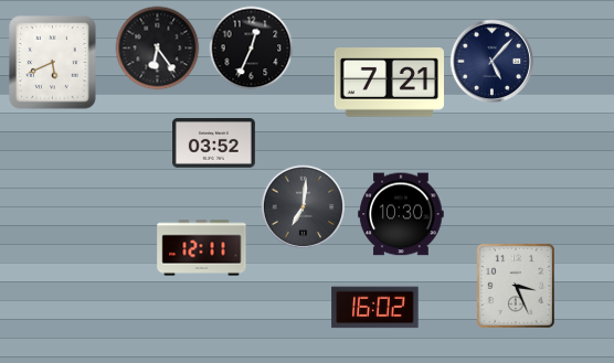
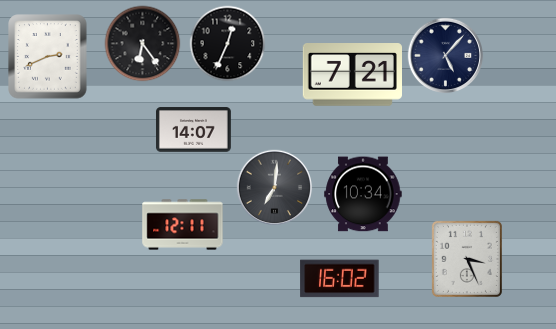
clock at (53, 63): 5:41 -> 2:41
clock at (214, 143): 03:52 -> 14:07
clock at (401, 214): 10:30 -> 10:34
